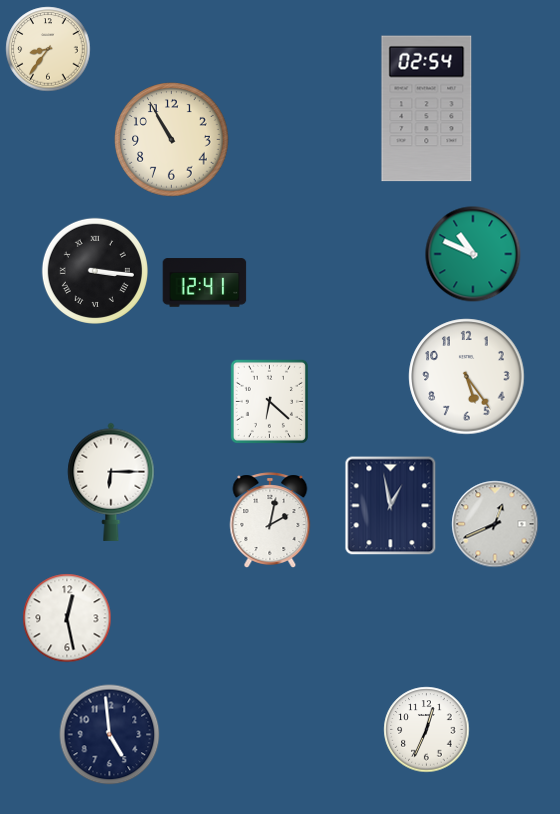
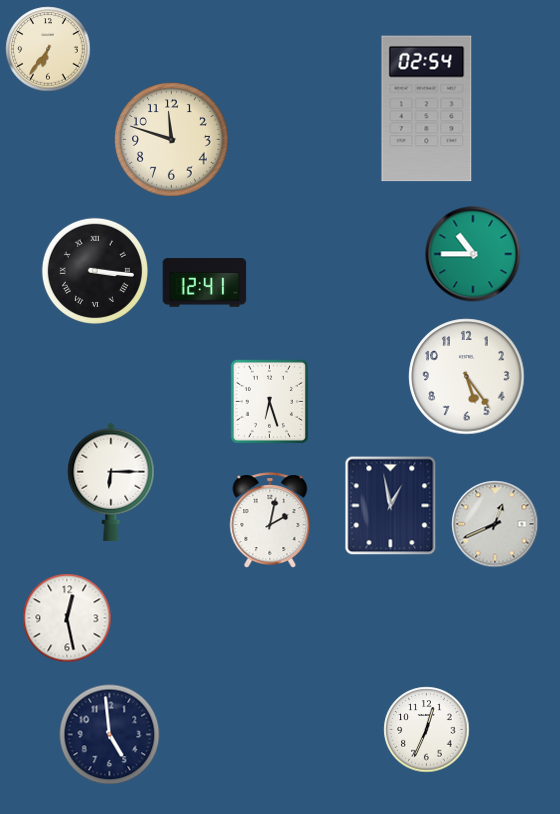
clock at (48, 49): 8:36 -> 6:36
clock at (172, 140): 10:55 -> 11:48
clock at (473, 254): 10:49 -> 10:45
clock at (269, 401): 6:22 -> 6:27
